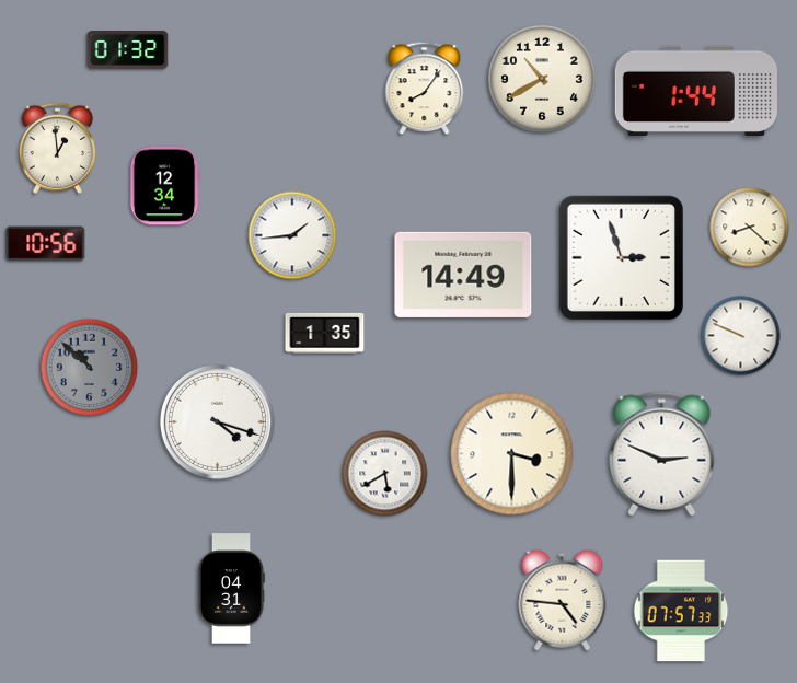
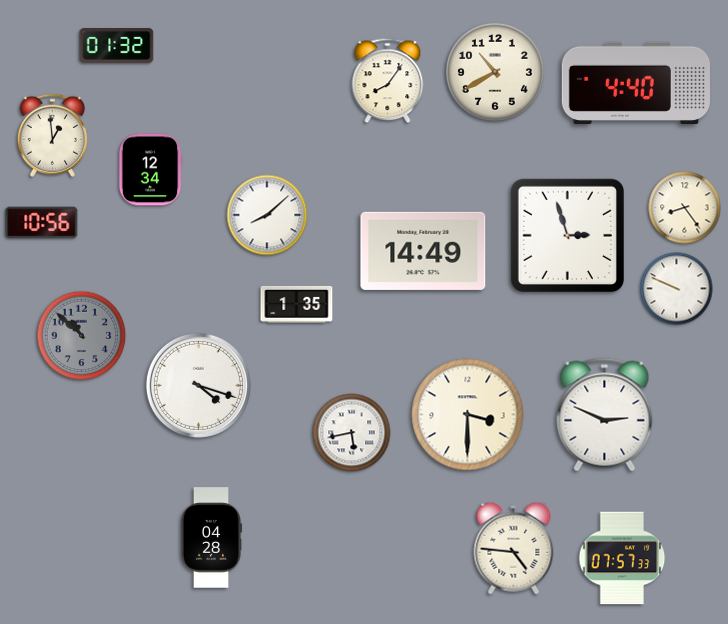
clock at (696, 90): 1:44 -> 4:40
clock at (750, 228): 8:22 -> 8:24
clock at (292, 235): 1:44 -> 8:08
clock at (741, 336) position: (741, 336) -> (677, 289)
clock at (385, 474): 5:40 -> 5:43
clock at (231, 589): 04:31 -> 04:28
